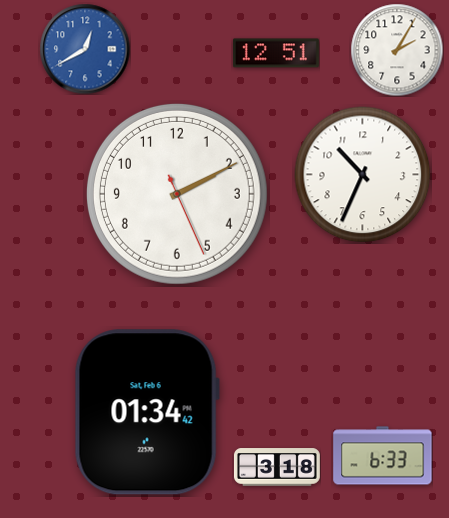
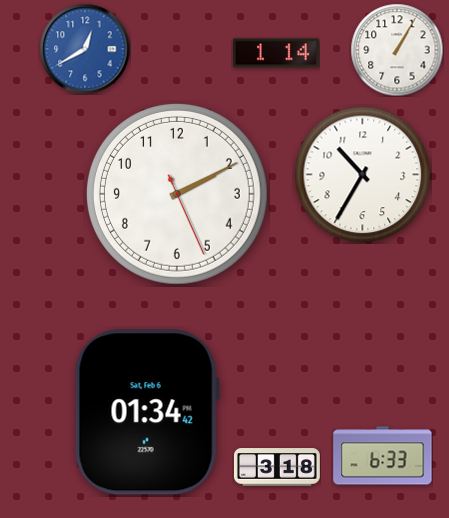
clock at (397, 50): 2:05 -> 1:05
clock at (276, 53): 12:51 -> 1:14
clock at (363, 175): 10:34 -> 10:35
